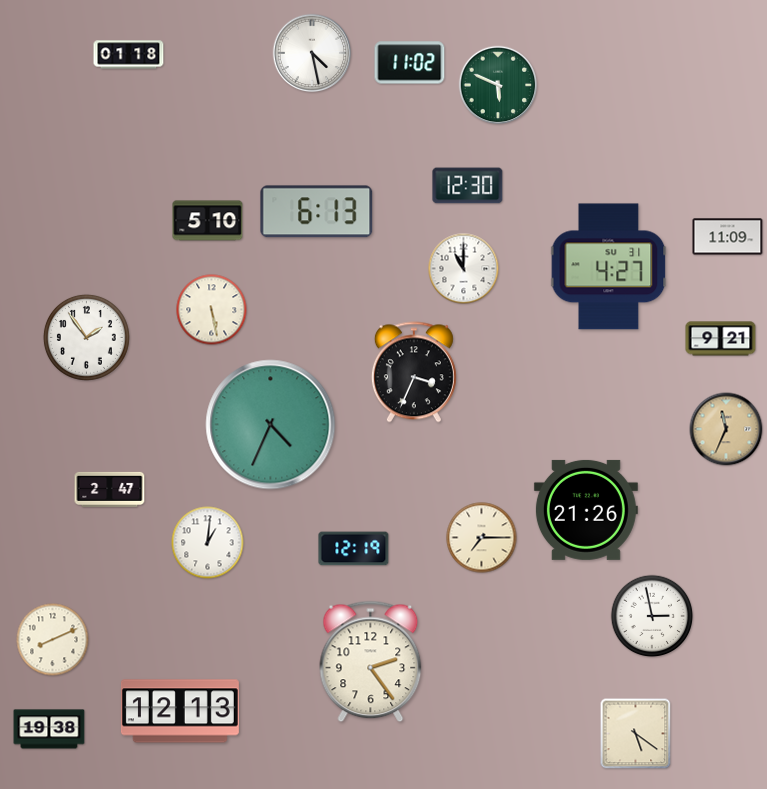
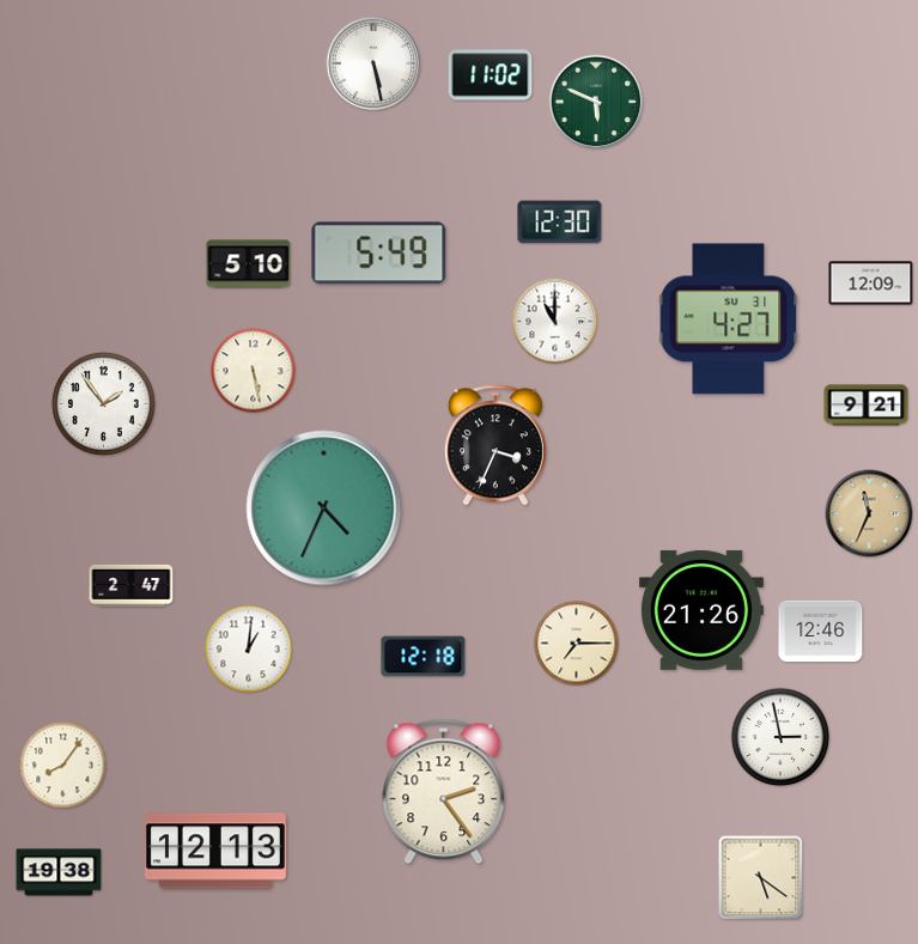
clock at (312, 53): 4:28 -> 5:28
clock at (129, 55): 01:18 -> none
clock at (317, 212): 6:13 -> 5:49
clock at (728, 237): 11:09 -> 12:09
clock at (721, 339) position: (721, 339) -> (867, 406)
clock at (821, 632): none -> 12:46
clock at (354, 549): 12:19 -> 12:18
clock at (53, 640): 8:11 -> 8:06
